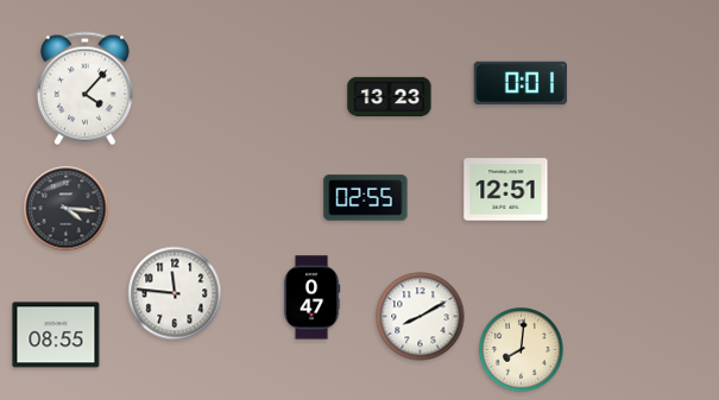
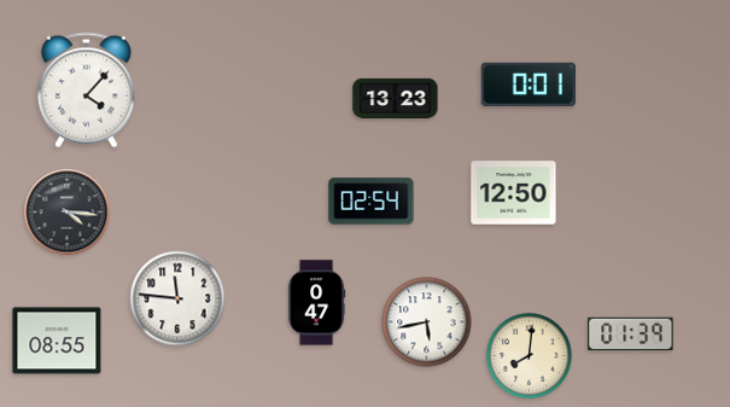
clock at (506, 190): 12:51 -> 12:50
clock at (366, 198): 02:55 -> 02:54
clock at (421, 317): 8:10 -> 5:43
clock at (631, 333): none -> 01:39
